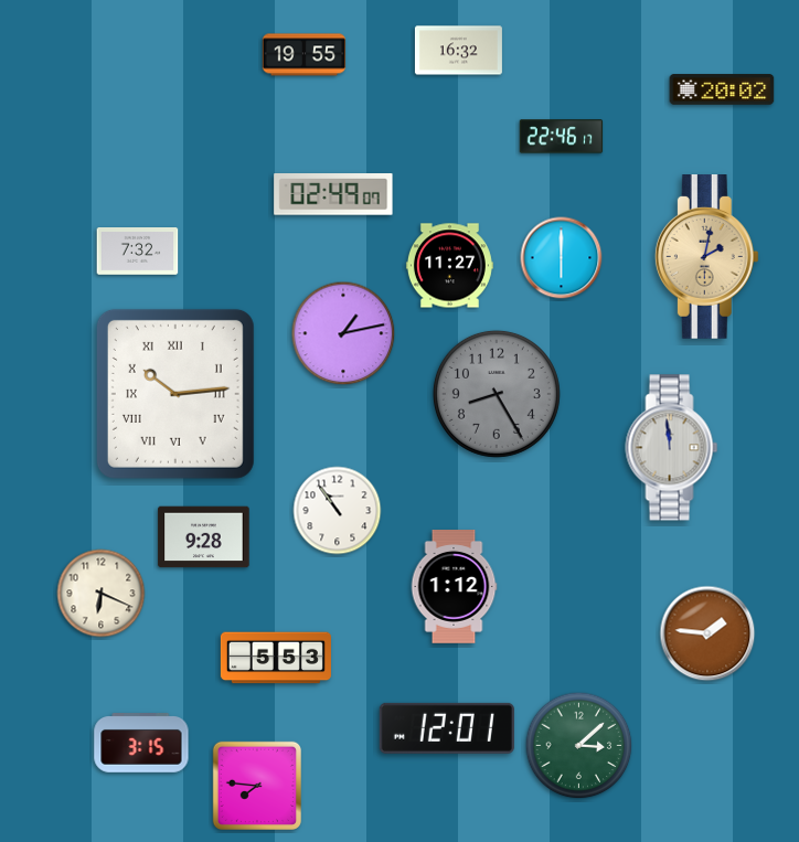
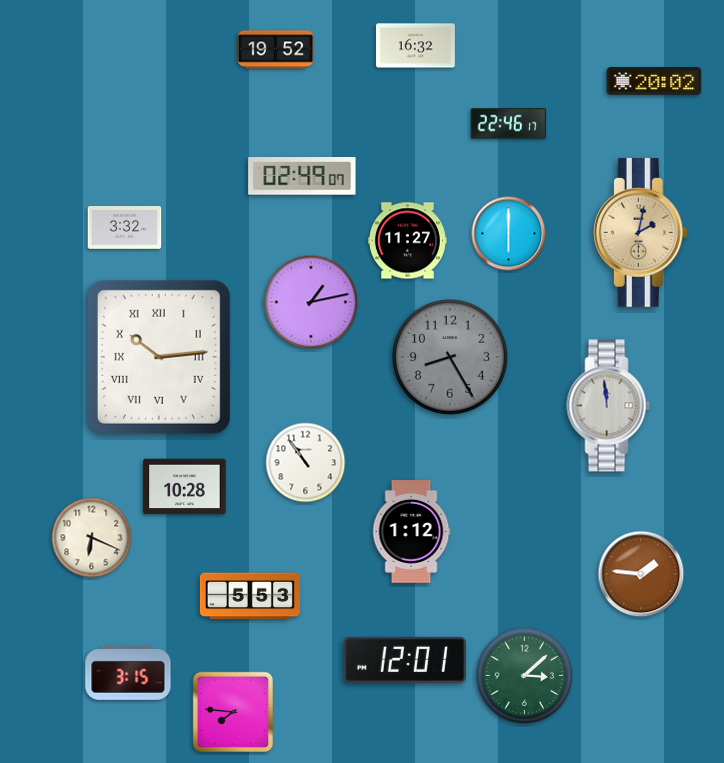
clock at (305, 55): 19:55 -> 19:52
clock at (138, 252): 7:32 -> 3:32
clock at (204, 537): 9:28 -> 10:28
